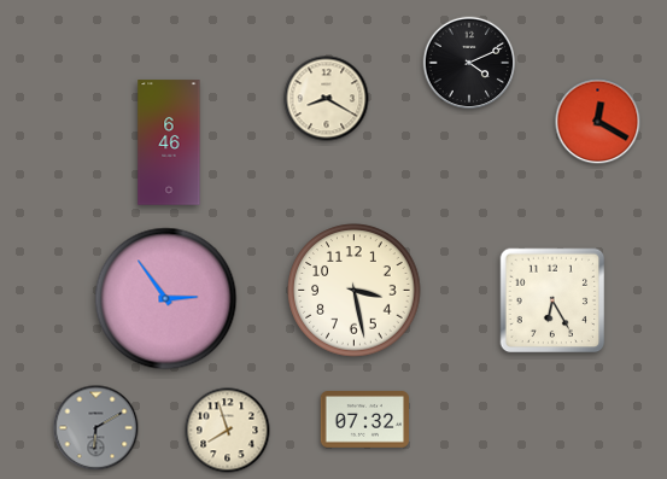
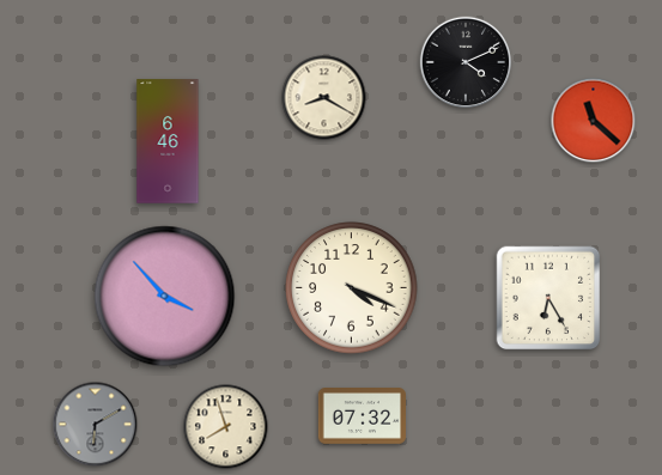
clock at (598, 122): 12:20 -> 11:22
clock at (355, 291): 3:28 -> 4:19
clock at (166, 299): 2:54 -> 3:53
